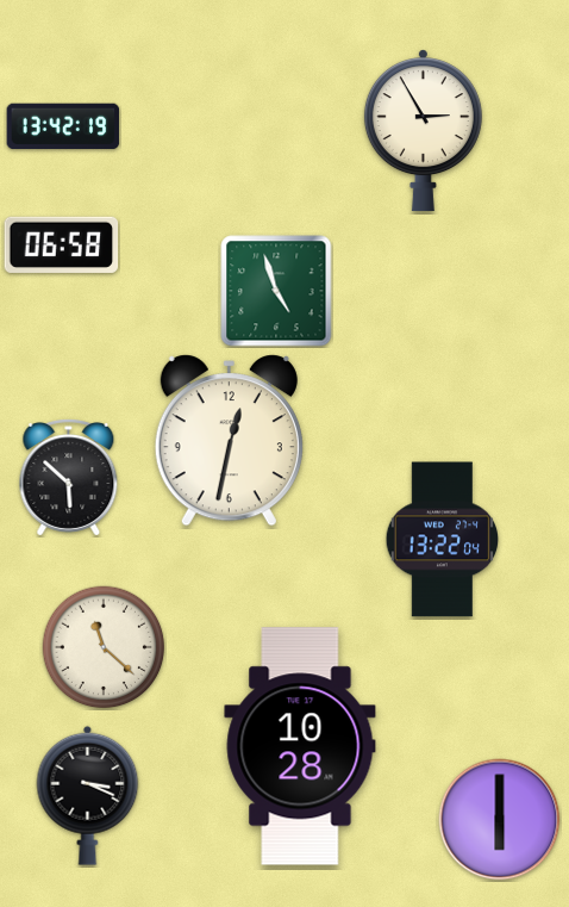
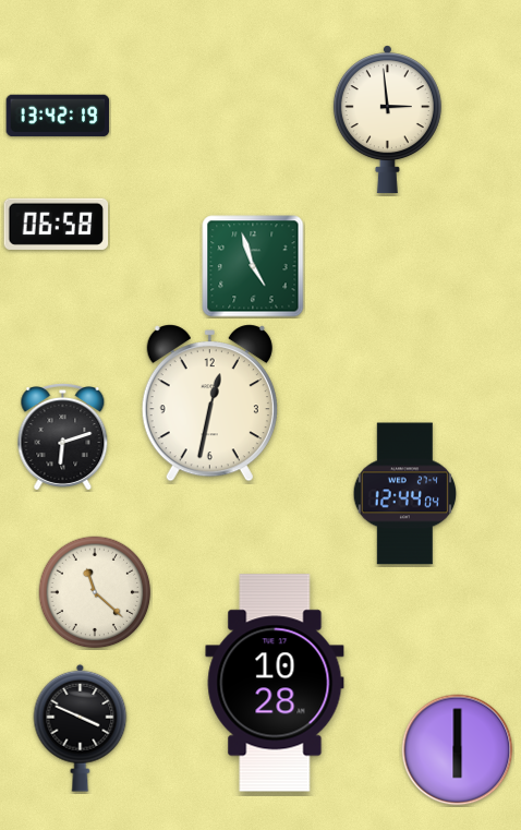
clock at (423, 131): 2:55 -> 2:59
clock at (69, 478): 5:52 -> 6:12
clock at (443, 540): 13:22 -> 12:44
clock at (88, 795): 3:19 -> 3:49
